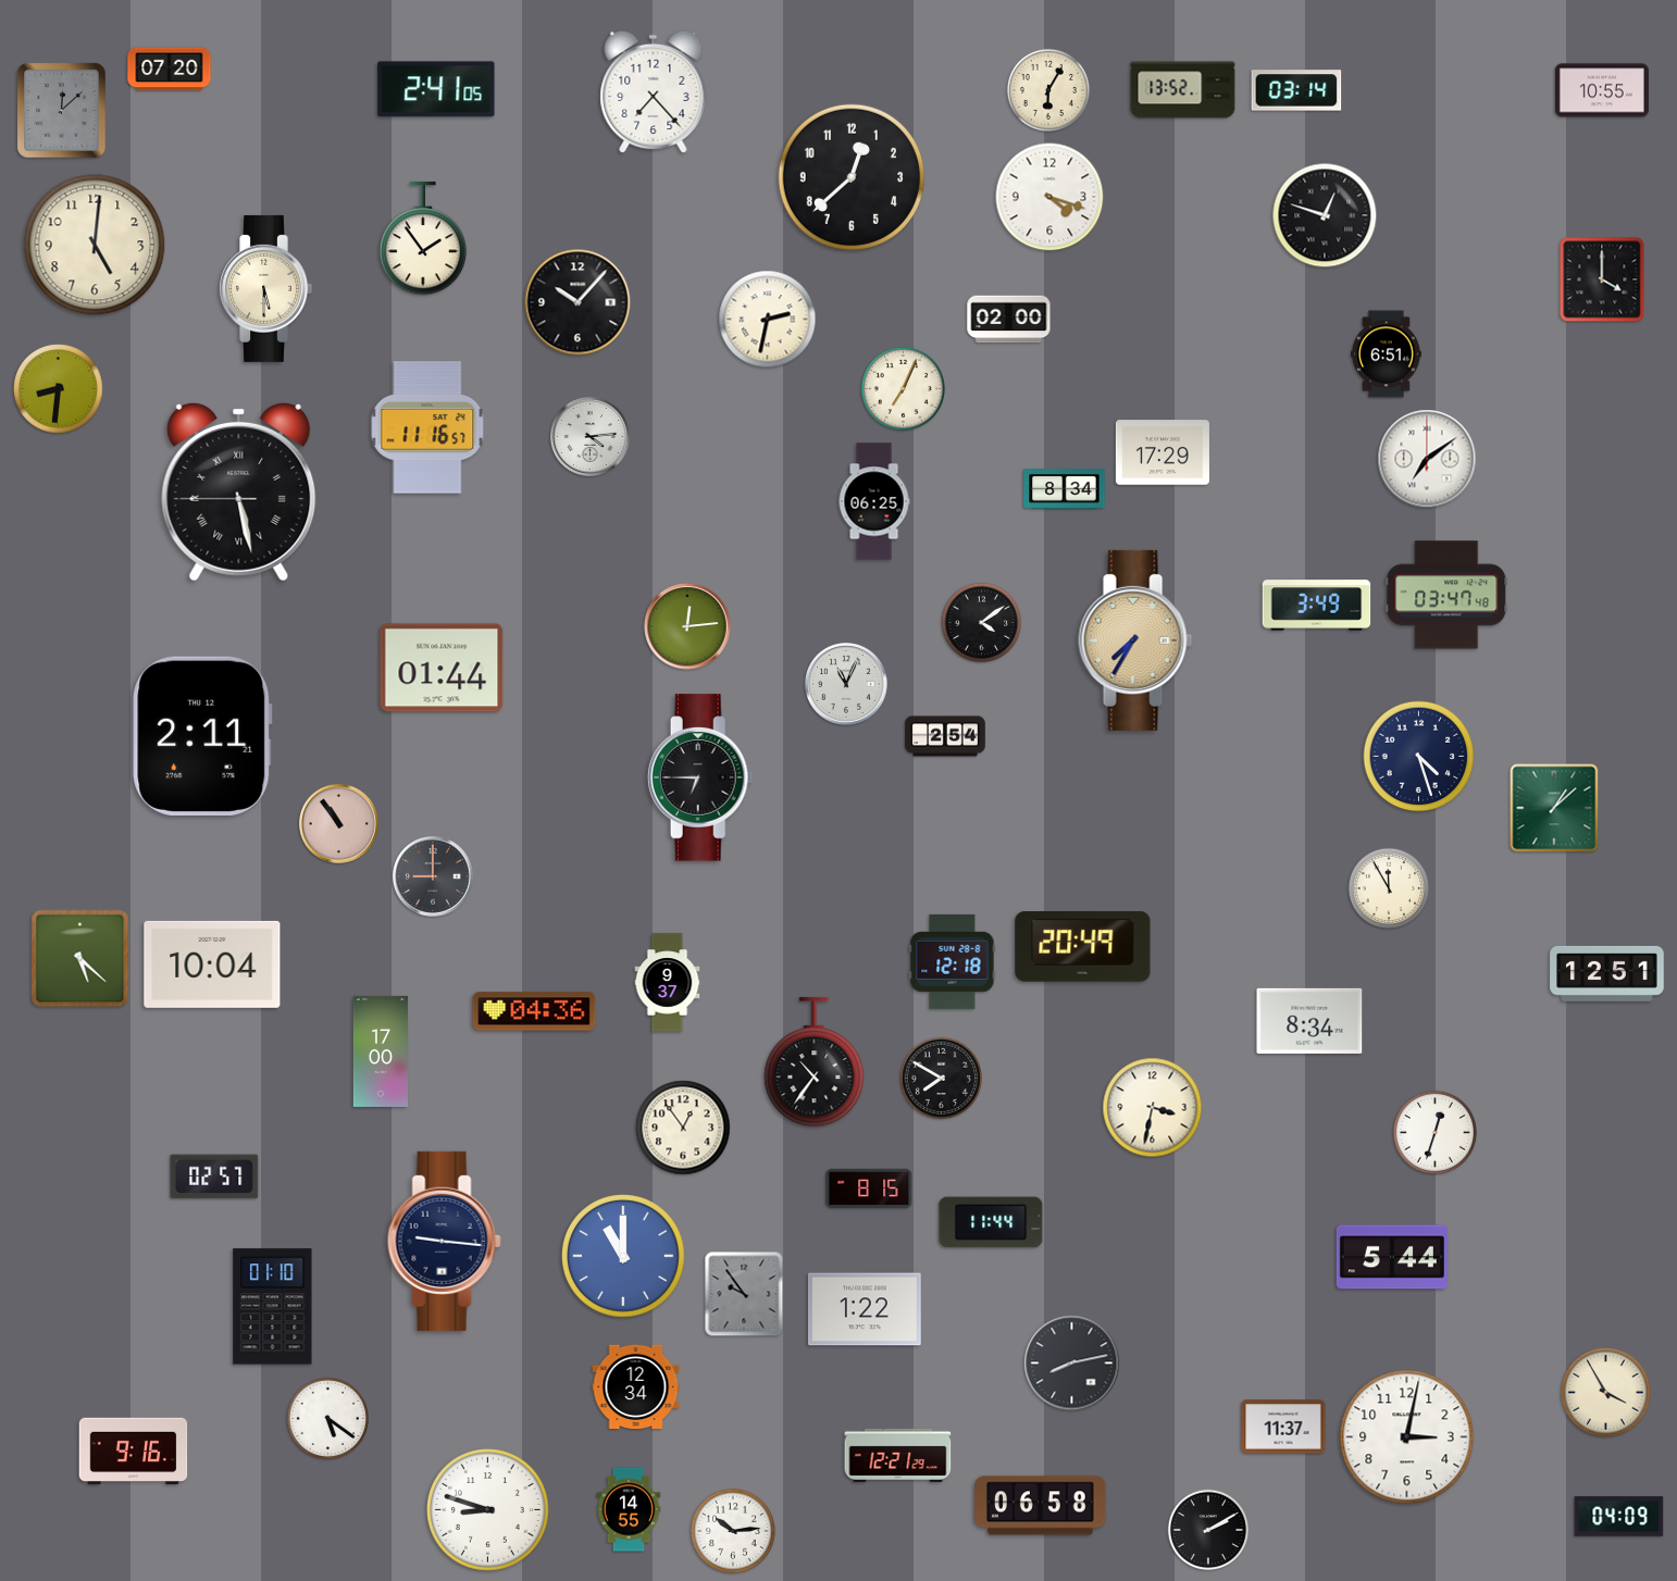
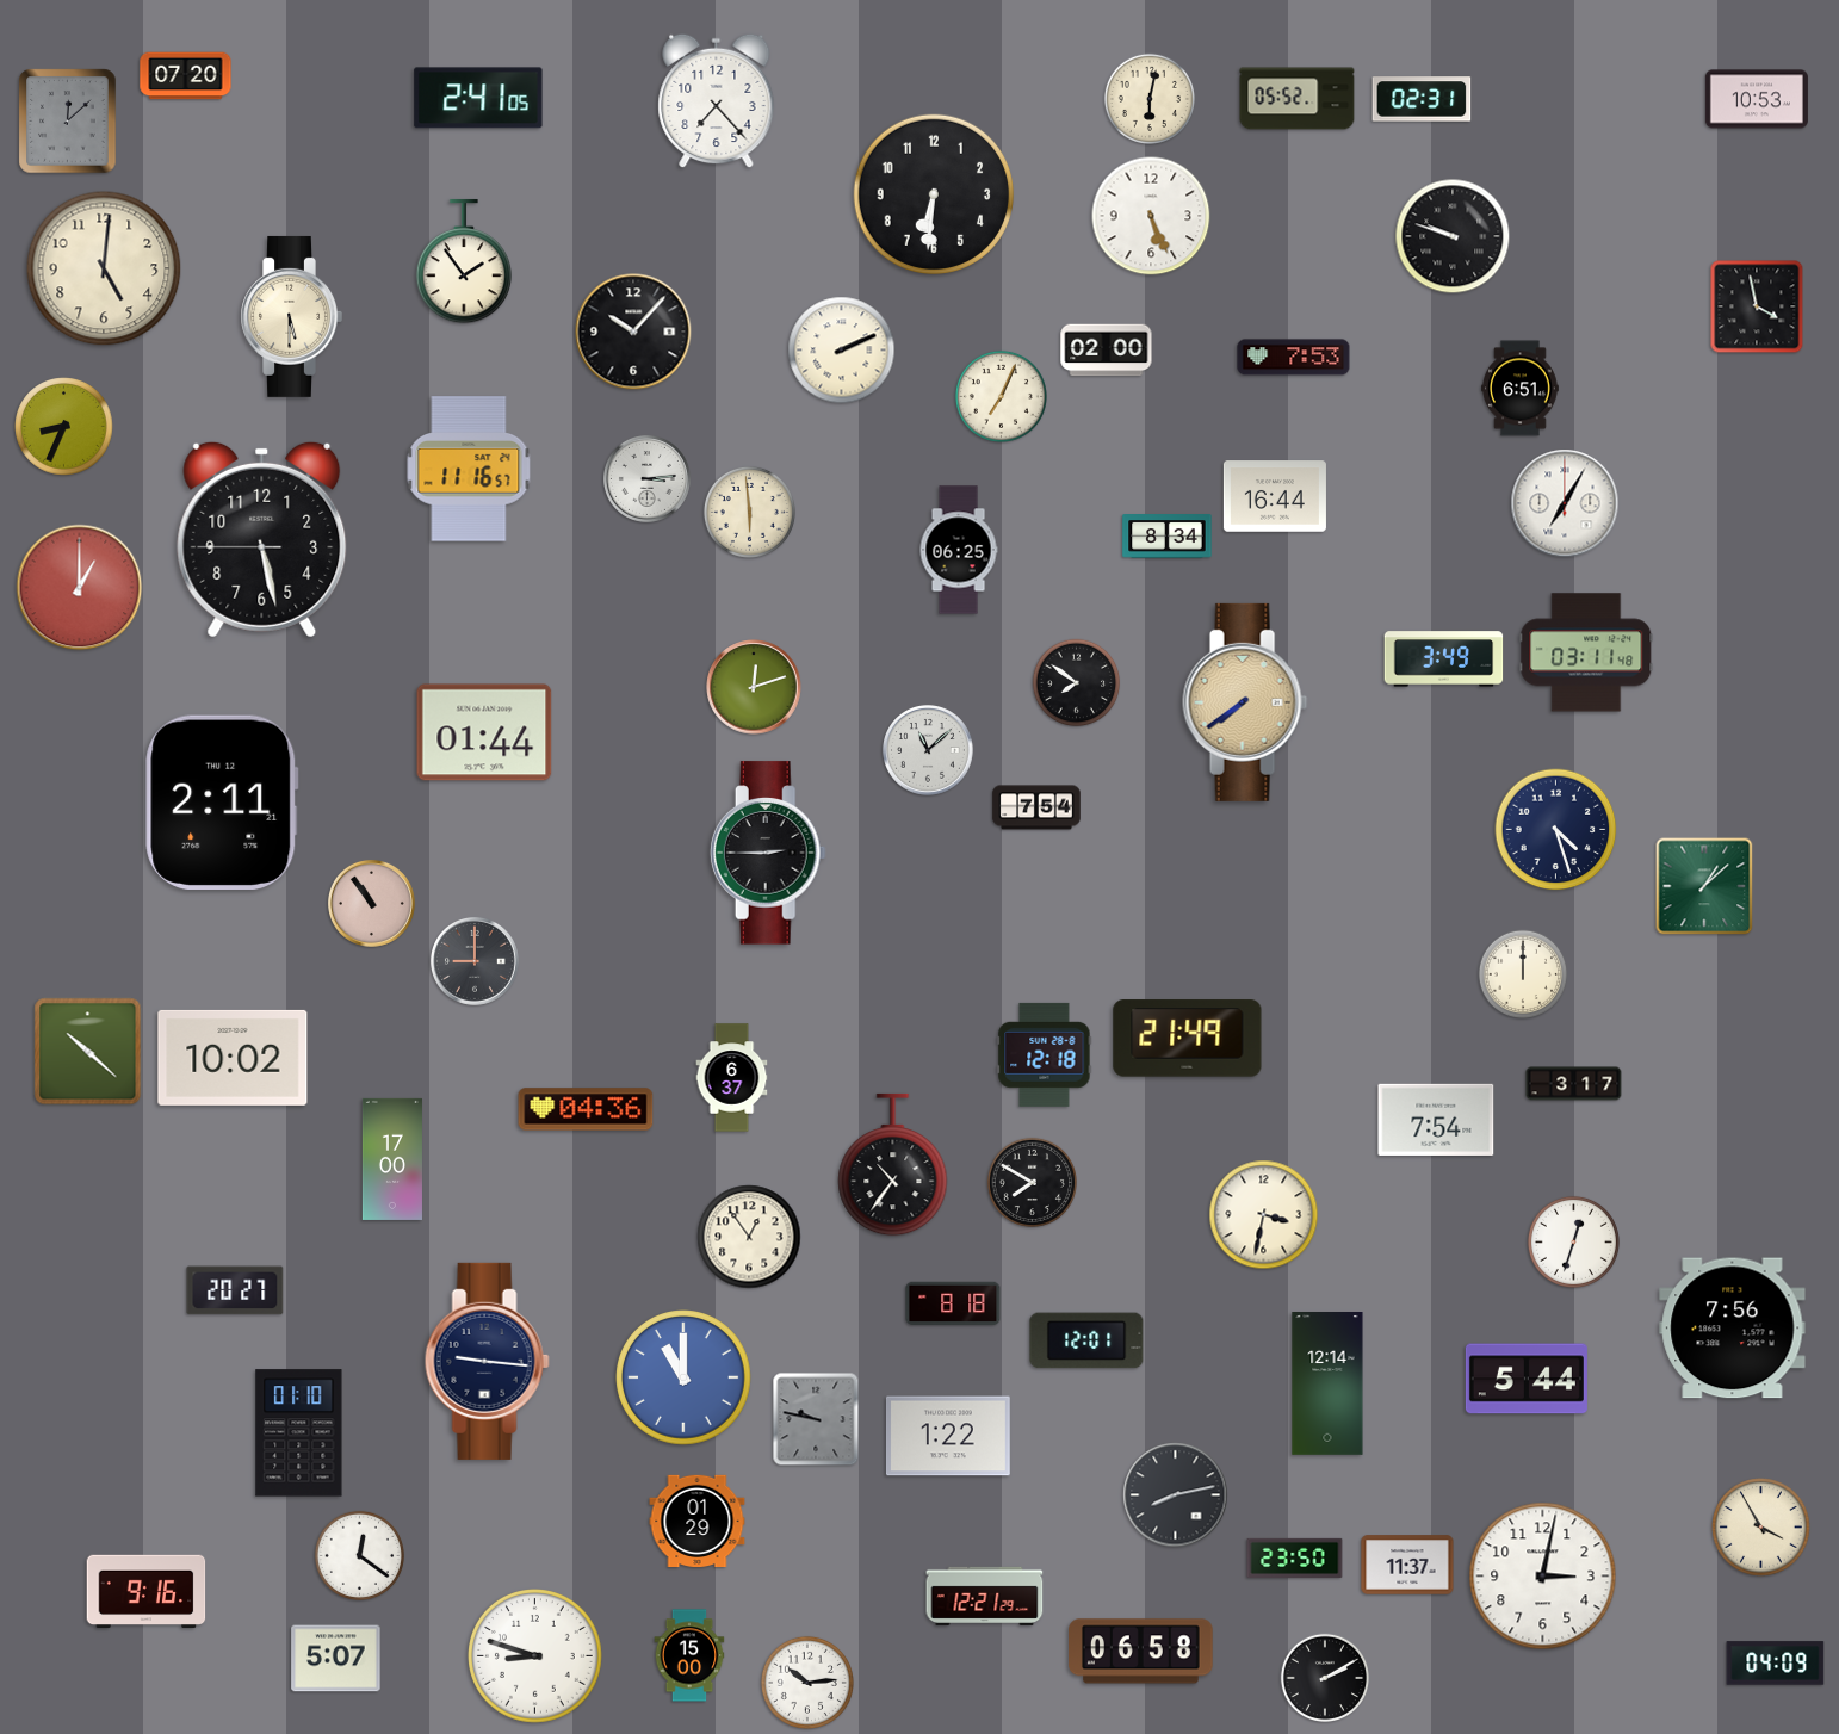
clock at (1048, 90): 6:05 -> 6:02
clock at (1183, 90): 13:52 -> 05:52
clock at (1296, 90): 03:14 -> 02:31
clock at (1602, 90): 10:55 -> 10:53
clock at (852, 177): 12:38 -> 6:31
clock at (1049, 197): 4:18 -> 5:26
clock at (1325, 215): 12:48 -> 9:48
clock at (1602, 279): 4:00 -> 3:58
clock at (768, 320): 2:32 -> 2:11
clock at (1294, 358): none -> 7:53
clock at (903, 388) position: (903, 388) -> (1001, 396)
clock at (59, 389): 8:31 -> 8:34
clock at (589, 436): 4:14 -> 3:14
clock at (1163, 452): 17:29 -> 16:44
clock at (1427, 459): 7:09 -> 7:05
clock at (749, 512): none -> 5:59
clock at (239, 491) numerals: Roman -> Arabic
clock at (80, 588): none -> 1:00
clock at (1446, 595): 03:47 -> 03:11
clock at (1317, 606) position: (1317, 606) -> (1444, 659)
clock at (982, 623): 4:09 -> 7:51
clock at (687, 626): 12:14 -> 12:12
clock at (1135, 640): 7:35 -> 7:39
clock at (847, 685): 11:04 -> 11:08
clock at (202, 735) position: (202, 735) -> (222, 801)
clock at (945, 736): 2:54 -> 7:54
clock at (700, 777): 6:45 -> 2:45
clock at (1389, 888): 11:55 -> 12:00
clock at (1083, 947): 20:49 -> 21:49
clock at (80, 959): 5:22 -> 10:22
clock at (212, 964): 10:04 -> 10:02
clock at (1607, 973): 12:51 -> none
clock at (668, 983): 9:37 -> 6:37
clock at (1574, 1084): none -> 3:17
clock at (1309, 1021): 8:34 -> 7:54
clock at (381, 1051) position: (381, 1051) -> (392, 1159)
clock at (214, 1177): 02:57 -> 20:27
clock at (869, 1188): 8:15 -> 8:18
clock at (1733, 1329): none -> 7:56
clock at (991, 1222): 11:44 -> 12:01
clock at (1327, 1385): none -> 12:14
clock at (744, 1294): 9:54 -> 9:47
clock at (636, 1387): 12:34 -> 01:29
clock at (327, 1418): 5:21 -> 12:21
clock at (1295, 1557): none -> 23:50
clock at (629, 1509): 14:55 -> 15:00
clock at (336, 1659): none -> 5:07
clock at (733, 1531) position: (733, 1531) -> (807, 1683)
